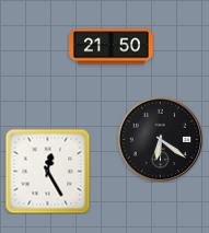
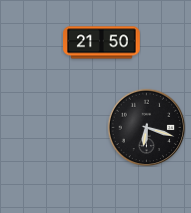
clock at (160, 139): 6:21 -> 6:18
clock at (47, 171): 12:25 -> none
